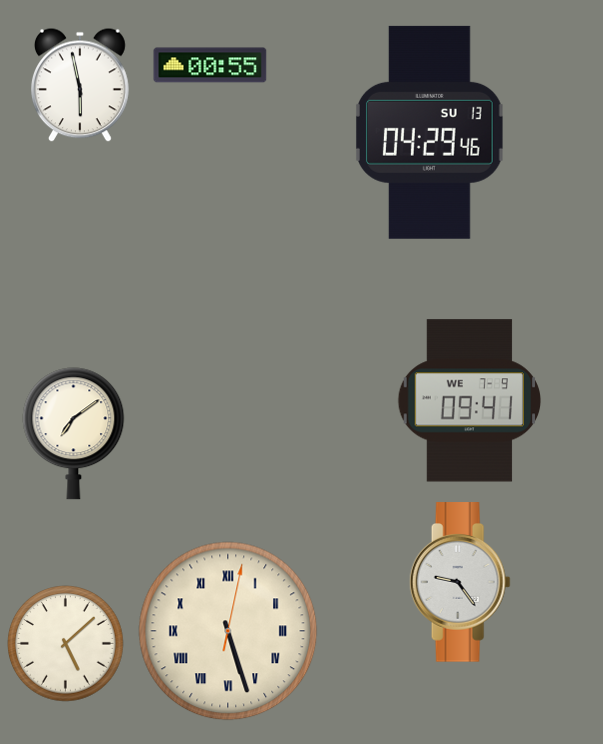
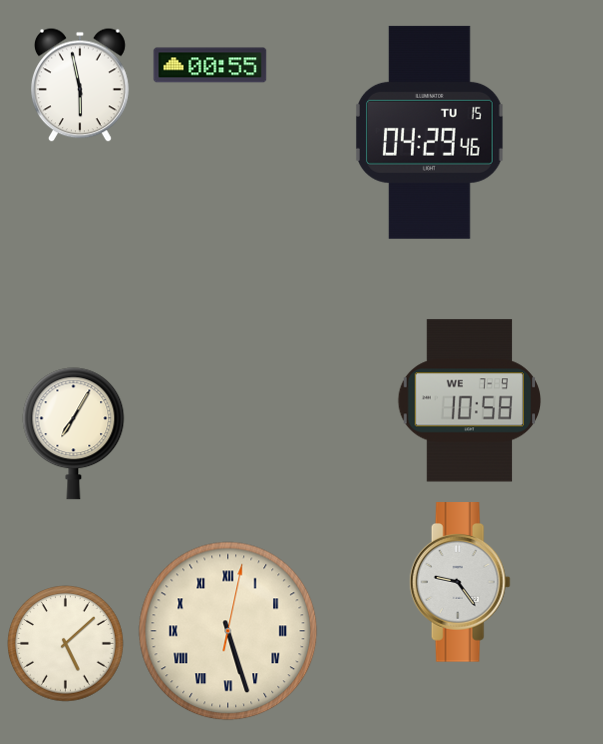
clock at (430, 132) date: SU 13 -> TU 15
clock at (469, 401): 09:41 -> 10:58
clock at (74, 434): 7:09 -> 7:05
